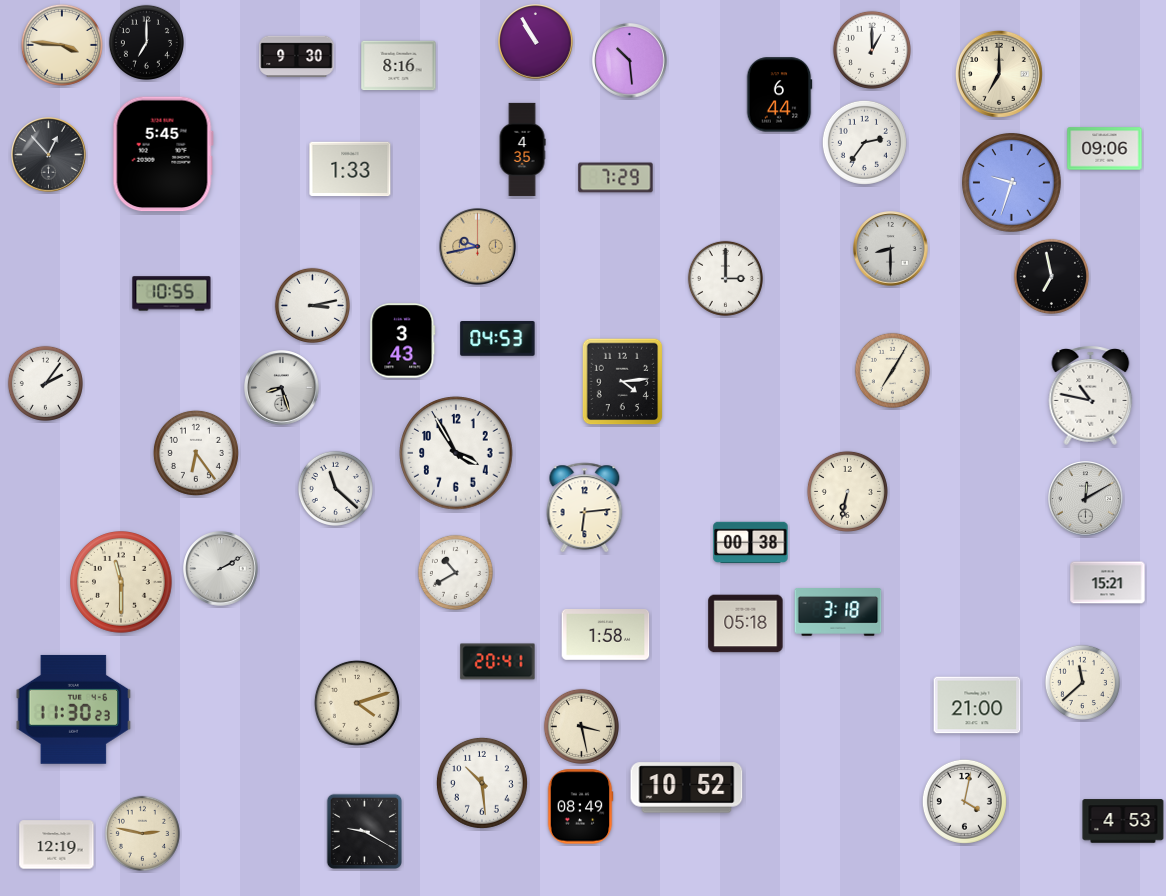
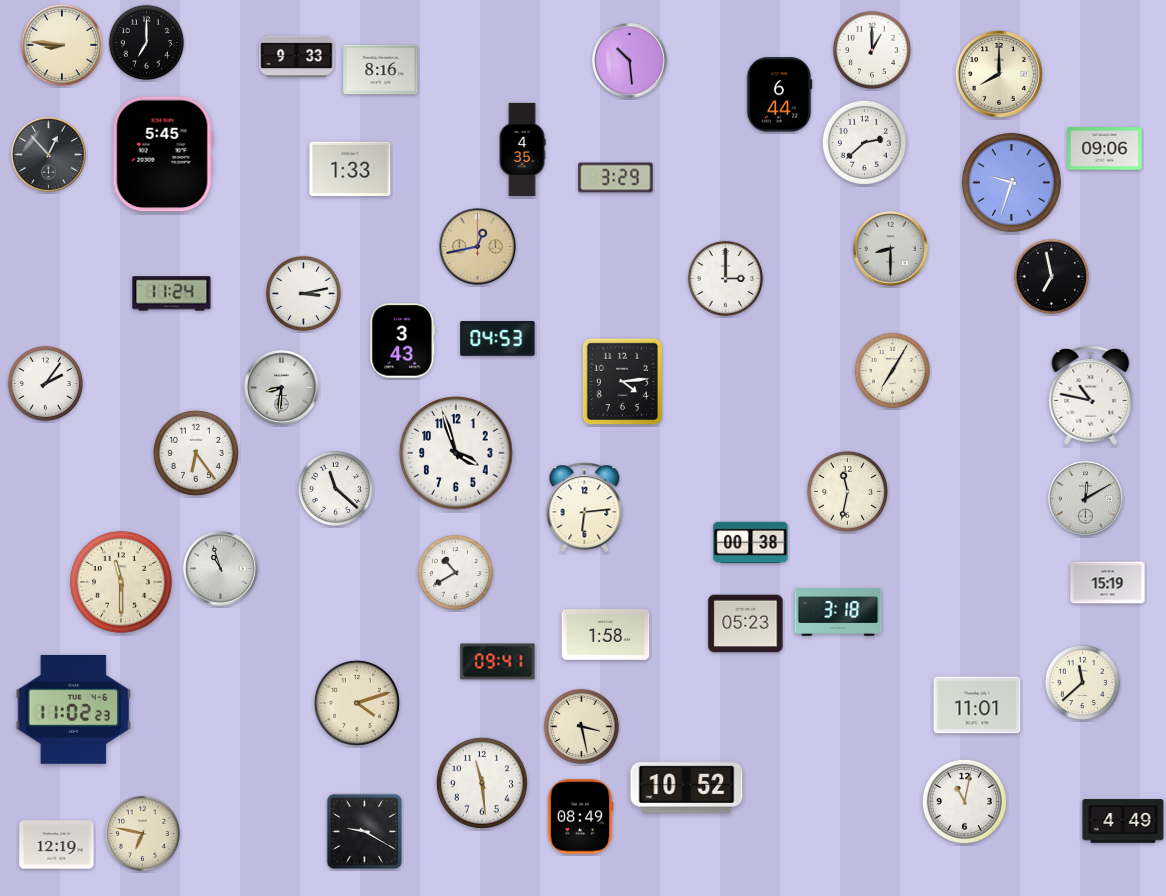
clock at (536, 42): 10:55 -> none
clock at (62, 45): 3:46 -> 8:46
clock at (297, 57): 9:30 -> 9:33
clock at (399, 66) position: (399, 66) -> (381, 70)
clock at (999, 74): 7:00 -> 8:00
clock at (864, 142): 2:36 -> 2:38
clock at (616, 178): 7:29 -> 3:29
clock at (478, 247): 9:43 -> 12:43
clock at (172, 294): 10:55 -> 11:24
clock at (312, 305) position: (312, 305) -> (303, 293)
clock at (282, 388): 8:27 -> 8:31
clock at (456, 453): 3:55 -> 3:57
clock at (847, 491): 6:32 -> 11:32
clock at (221, 569): 2:10 -> 10:57
clock at (1108, 583): 15:21 -> 15:19
clock at (746, 624): 05:18 -> 05:23
clock at (498, 662): 20:41 -> 09:41
clock at (977, 705): 21:00 -> 11:01
clock at (74, 709): 11:30 -> 11:02
clock at (482, 783): 10:29 -> 11:29
clock at (964, 801): 4:02 -> 11:02
clock at (580, 807) position: (580, 807) -> (580, 817)
clock at (1123, 821): 4:53 -> 4:49
clock at (142, 833): 2:47 -> 6:47
